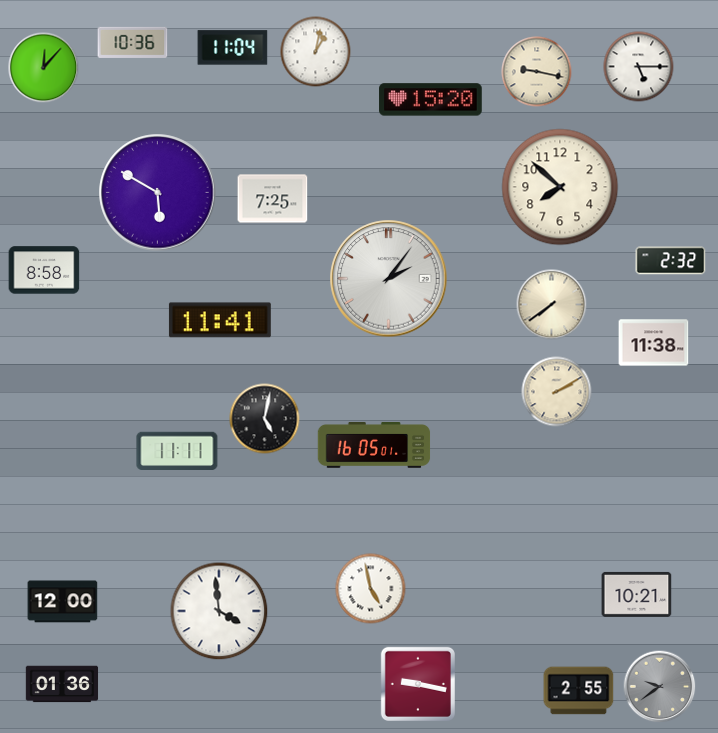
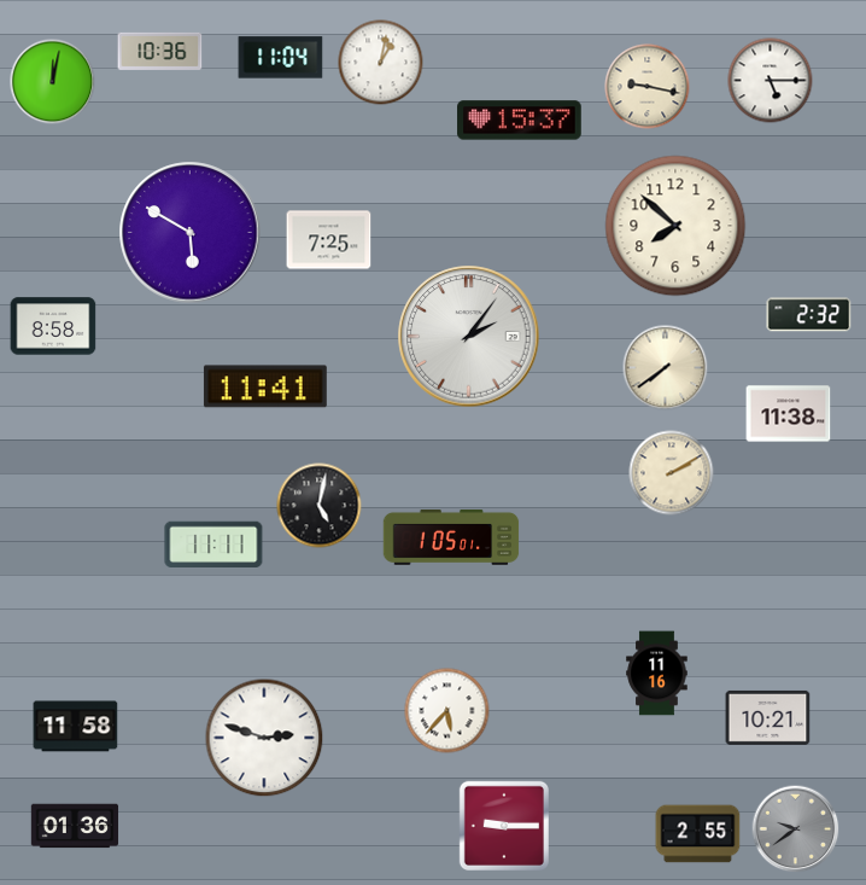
clock at (44, 68): 12:07 -> 12:02
clock at (431, 100): 15:20 -> 15:37
clock at (374, 446): 16:05 -> 1:05
clock at (657, 674): none -> 11:16
clock at (371, 589): 4:58 -> 5:37
clock at (63, 602): 12:00 -> 11:58
clock at (219, 611): 3:59 -> 2:48
clock at (418, 684): 9:17 -> 9:15
